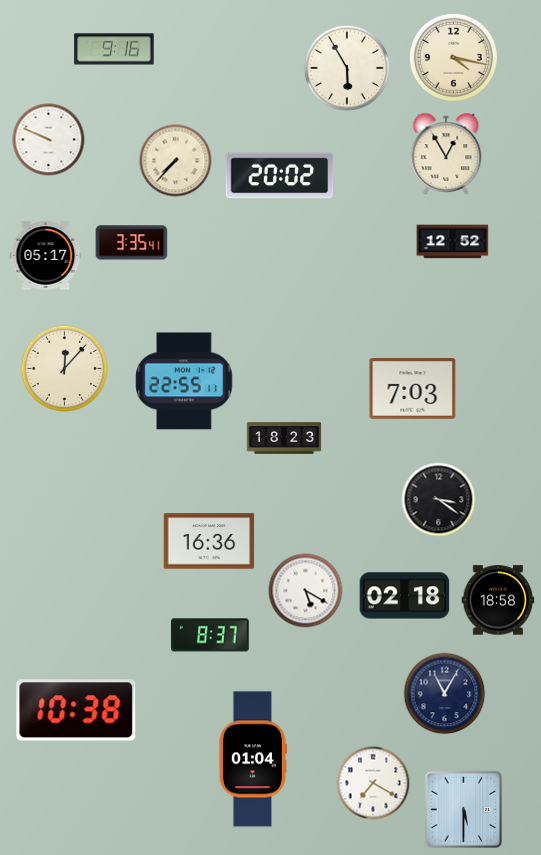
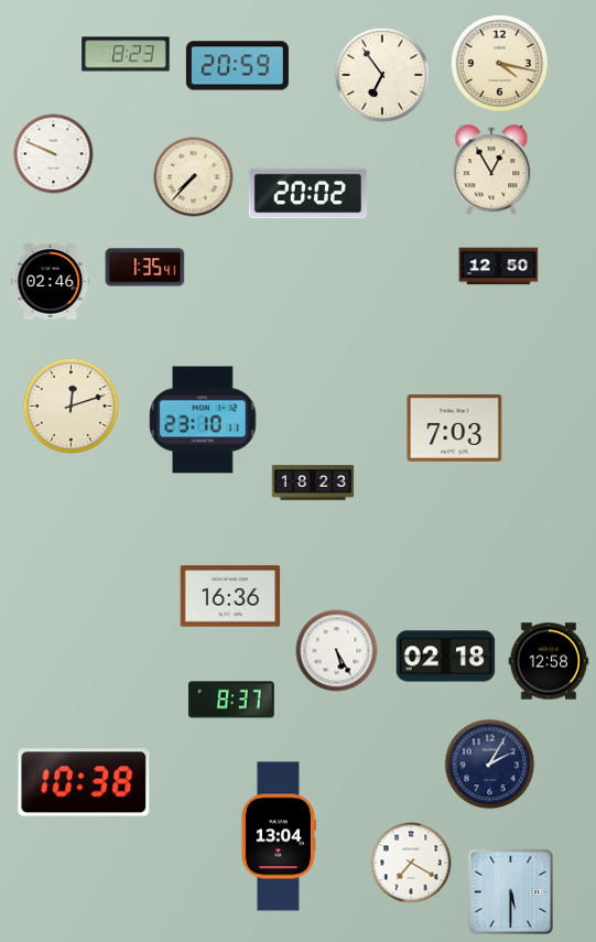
clock at (114, 49): 9:16 -> 8:23
clock at (237, 66): none -> 20:59
clock at (347, 68): 5:55 -> 6:54
clock at (453, 242): 12:52 -> 12:50
clock at (132, 243): 3:35 -> 1:35
clock at (46, 256): 05:17 -> 02:46
clock at (64, 368): 12:07 -> 12:12
clock at (184, 381): 22:55 -> 23:10
clock at (439, 500): 3:21 -> none
clock at (306, 591): 5:20 -> 5:25
clock at (498, 600): 18:58 -> 12:58
clock at (445, 694): 11:05 -> 2:05
clock at (252, 759): 01:04 -> 13:04
